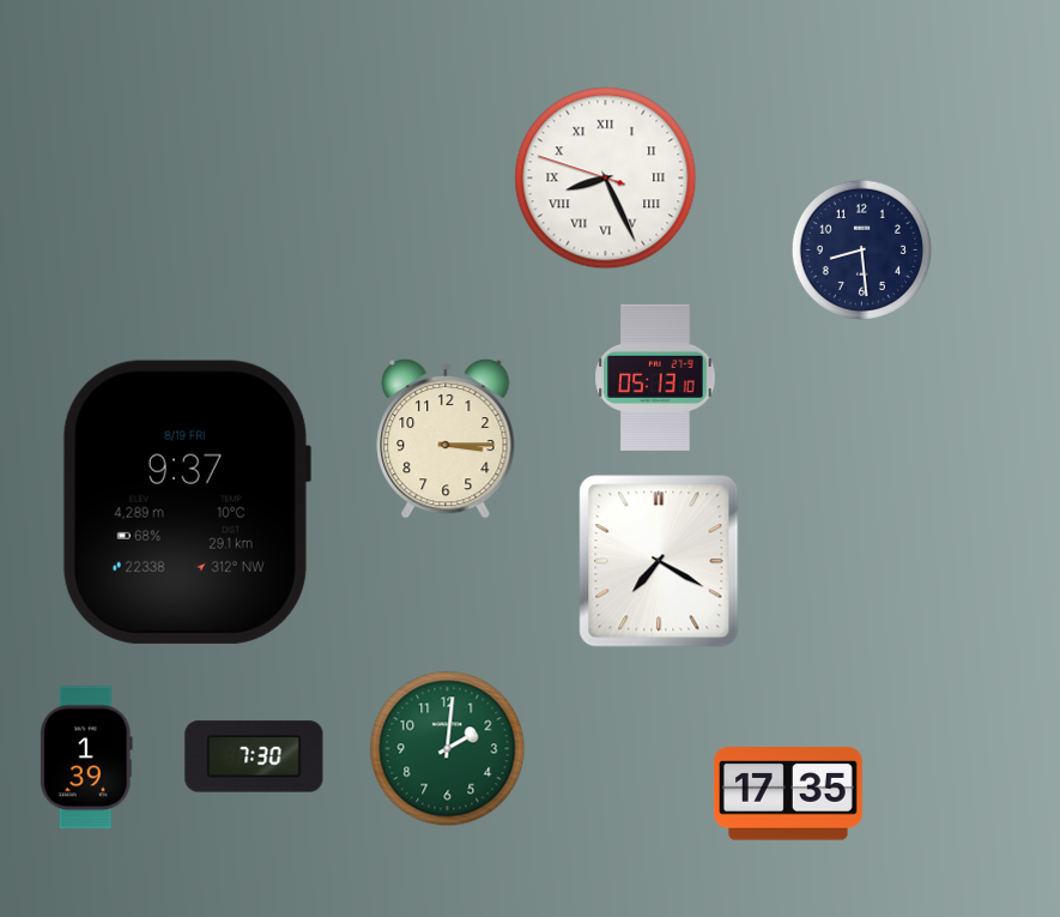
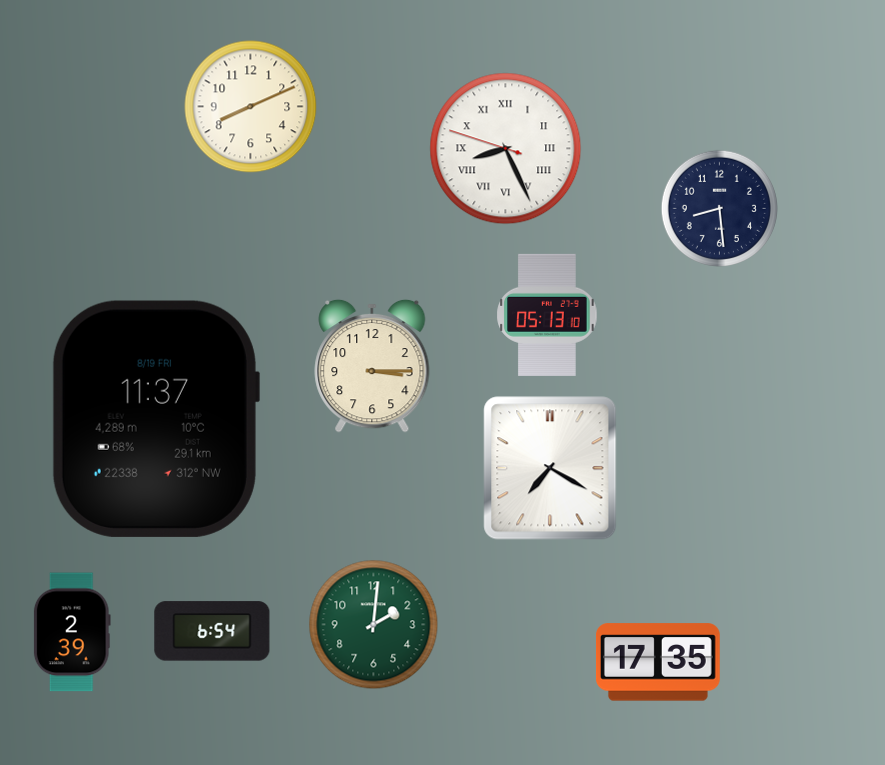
clock at (251, 107): none -> 8:11
clock at (186, 502): 9:37 -> 11:37
clock at (254, 756): 7:30 -> 6:54
clock at (86, 758): 1:39 -> 2:39
